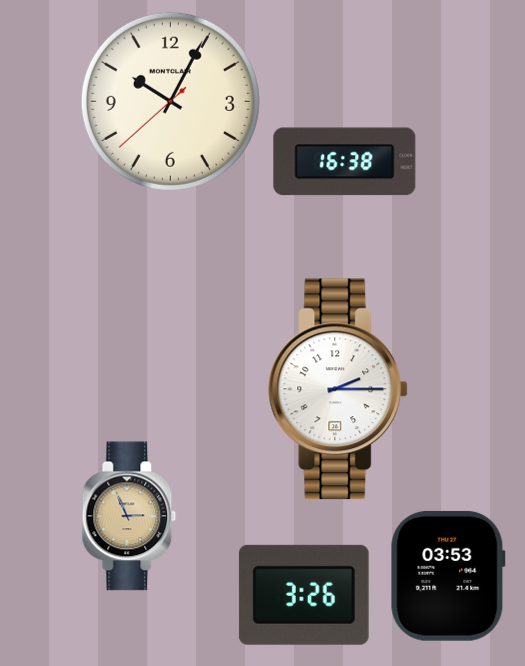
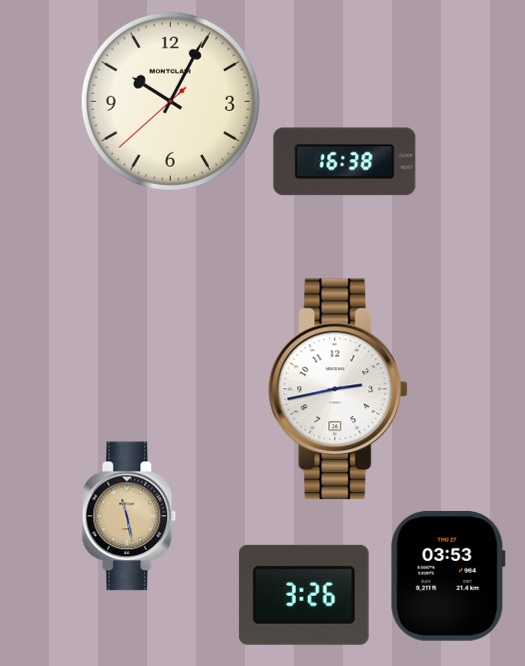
clock at (339, 389): 2:15 -> 2:43
clock at (129, 516): 2:56 -> 11:28
